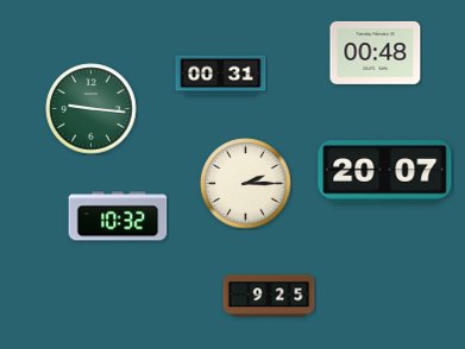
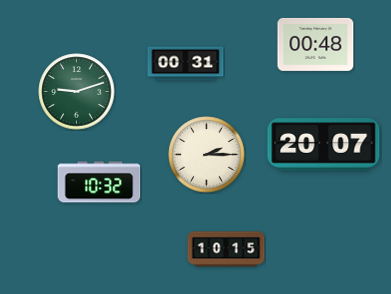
clock at (92, 109): 9:16 -> 9:12
clock at (269, 296): 9:25 -> 10:15
